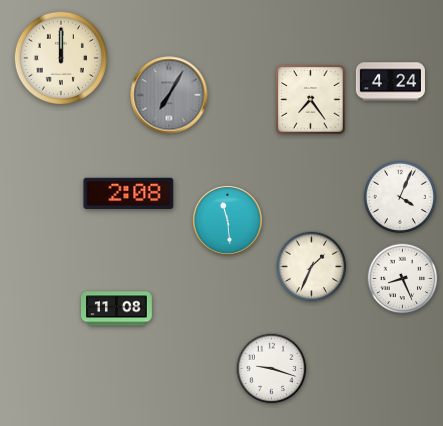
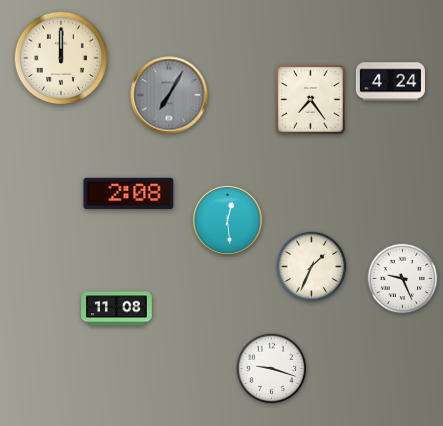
clock at (399, 196): 4:04 -> none
clock at (227, 220): 11:29 -> 12:29
clock at (403, 279): 8:26 -> 9:26
